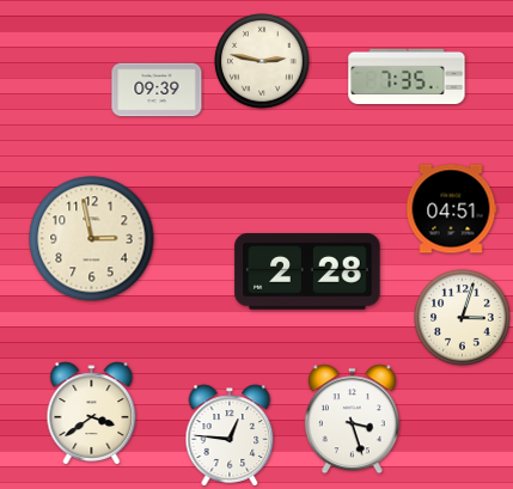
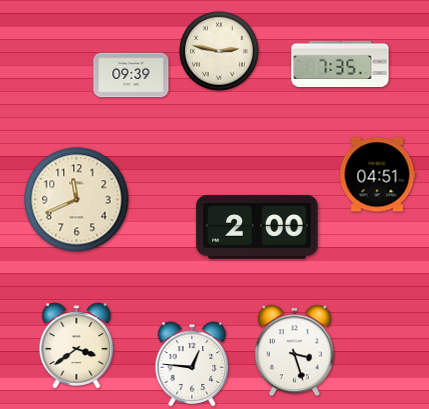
clock at (92, 239): 2:58 -> 11:41
clock at (307, 273): 2:28 -> 2:00
clock at (463, 318): 3:03 -> none
